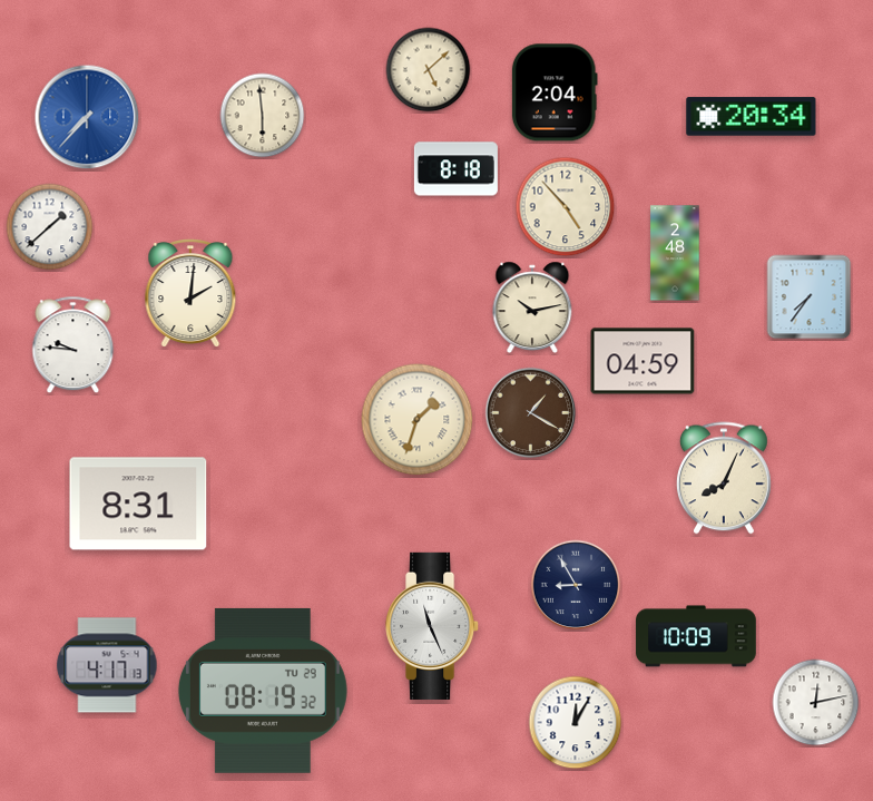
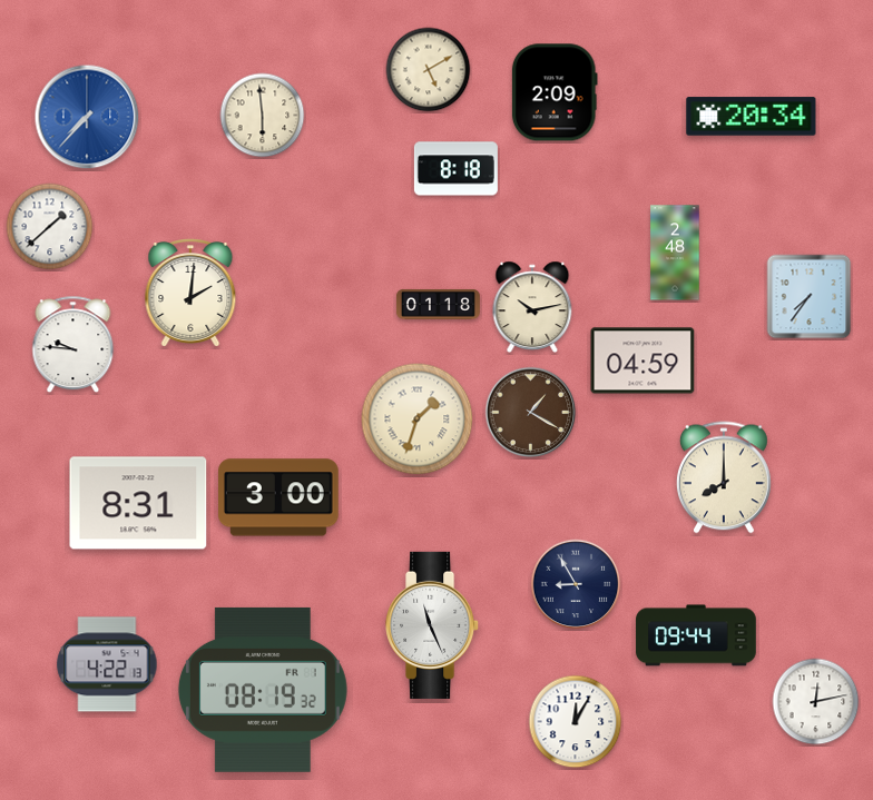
clock at (429, 70): 5:08 -> 5:10
clock at (555, 92): 2:04 -> 2:09
clock at (566, 207): 4:53 -> none
clock at (438, 304): none -> 01:18
clock at (724, 478): 8:04 -> 8:00
clock at (279, 497): none -> 3:00
clock at (696, 636): 10:09 -> 09:44
clock at (107, 665): 4:17 -> 4:22
clock at (263, 691) date: TU 29 -> FR 1
